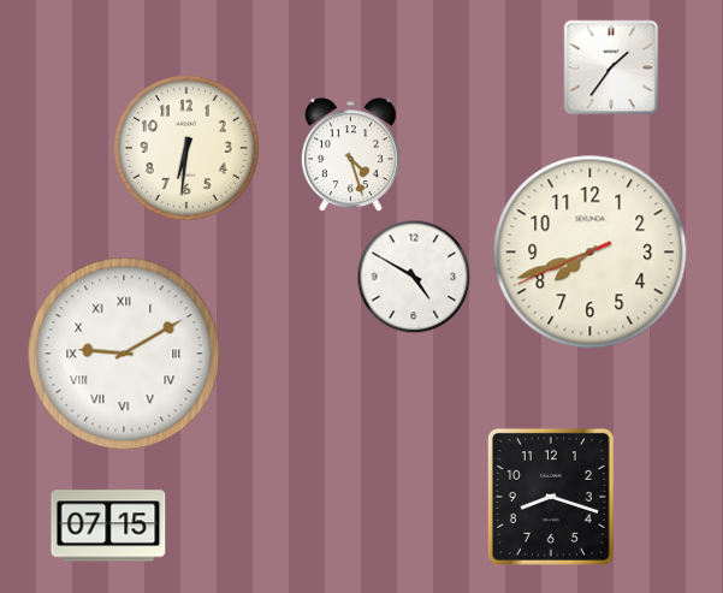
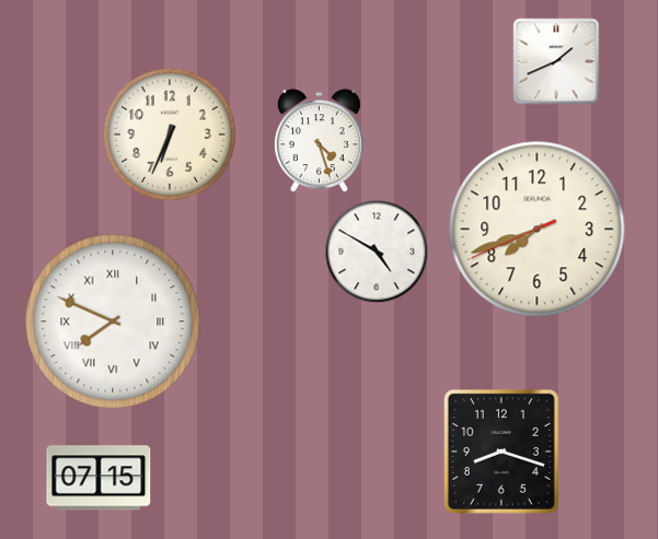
clock at (611, 67): 1:36 -> 1:41
clock at (186, 148): 6:31 -> 6:34
clock at (124, 354): 9:10 -> 7:49
